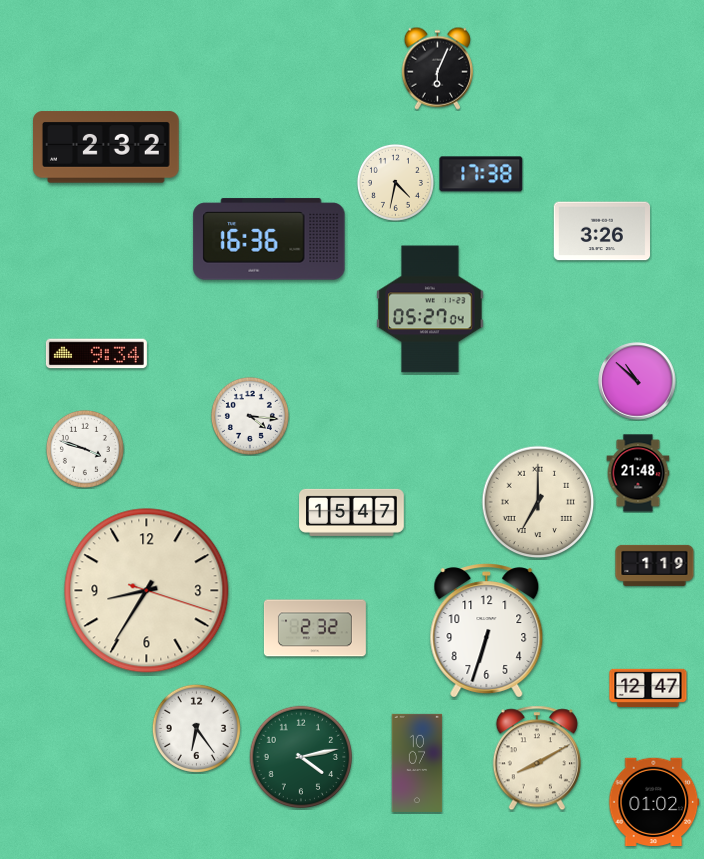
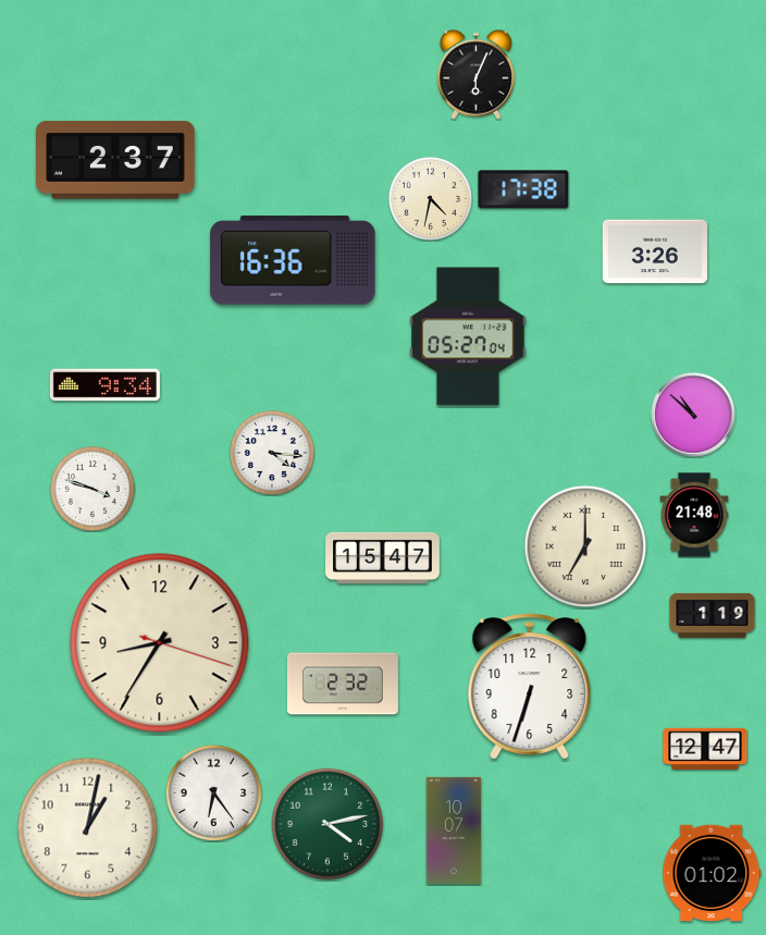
clock at (107, 147): 2:32 -> 2:37
clock at (537, 758): 8:10 -> none
clock at (88, 828): none -> 1:02
